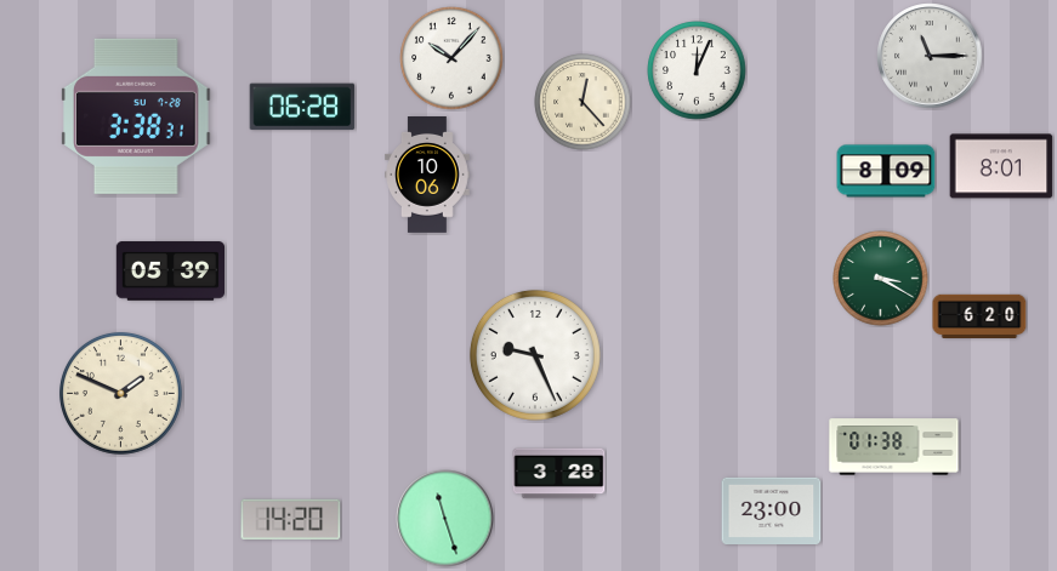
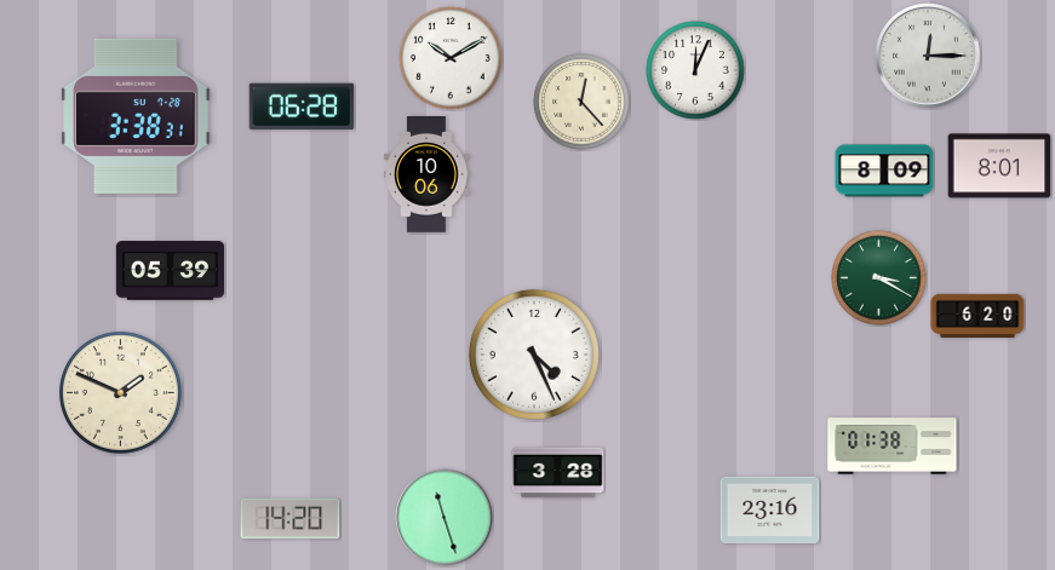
clock at (930, 56): 11:15 -> 12:15
clock at (451, 58): 10:07 -> 10:10
clock at (535, 355): 9:26 -> 4:26
clock at (772, 510): 23:00 -> 23:16
